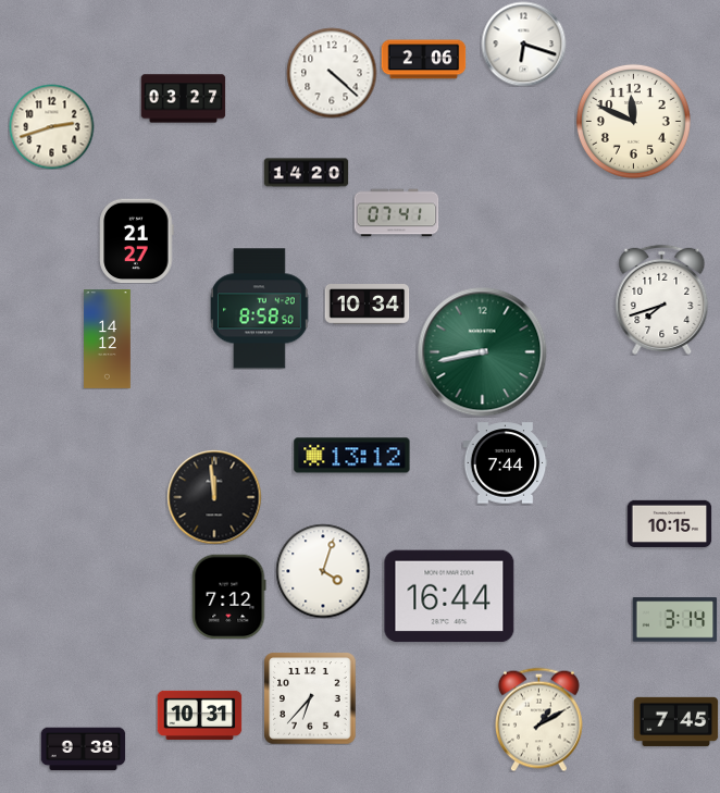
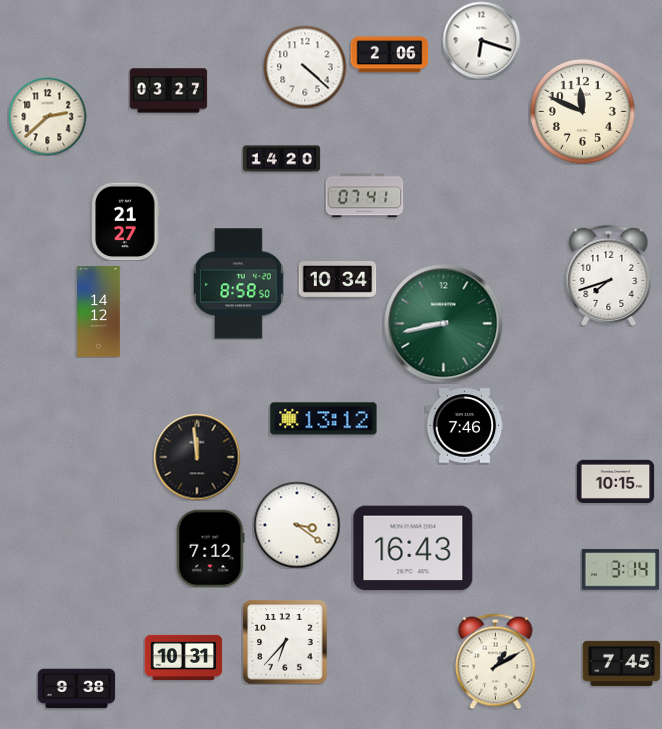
clock at (51, 126): 2:42 -> 2:38
clock at (505, 463): 7:44 -> 7:46
clock at (323, 571): 4:03 -> 3:21
clock at (449, 596): 16:44 -> 16:43
